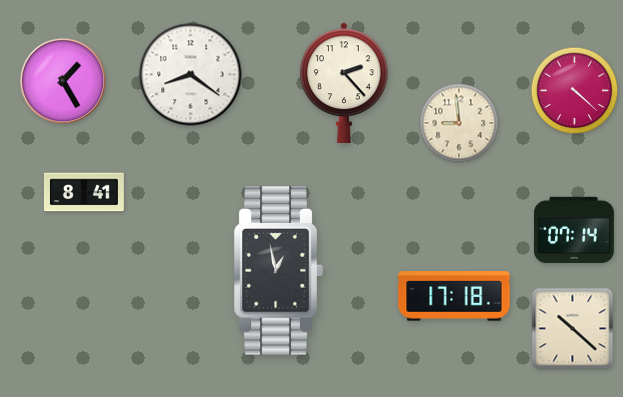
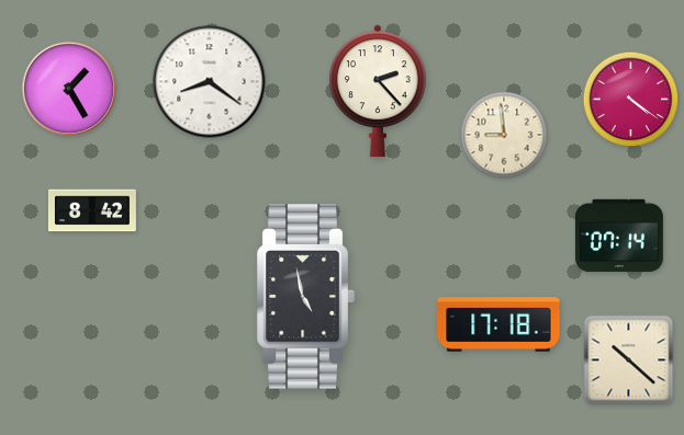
clock at (575, 91): 4:22 -> 4:21
clock at (84, 192): 8:41 -> 8:42
clock at (574, 229) position: (574, 229) -> (619, 234)
clock at (278, 271): 12:58 -> 4:58
